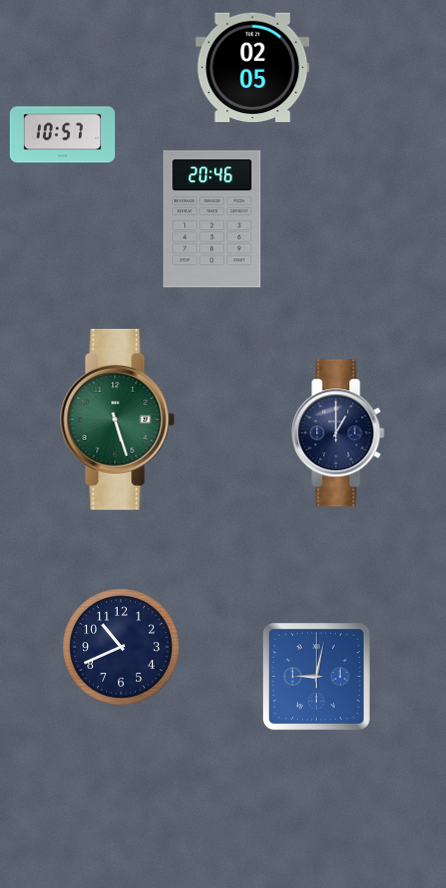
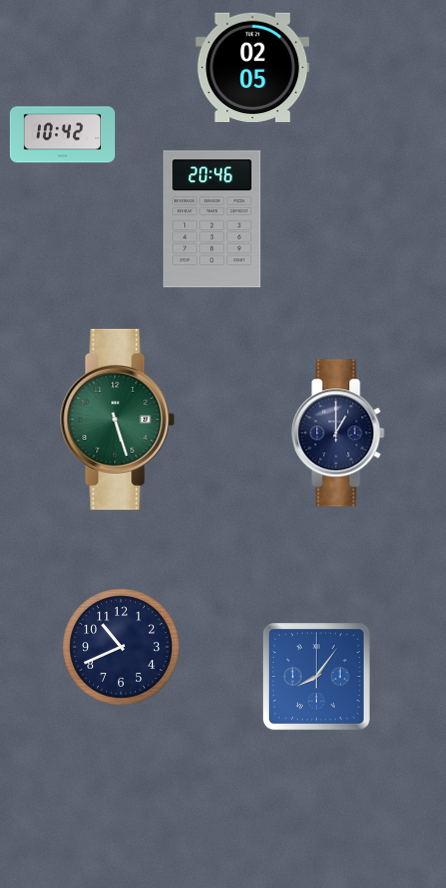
clock at (62, 135): 10:57 -> 10:42
clock at (316, 676): 9:02 -> 8:06
